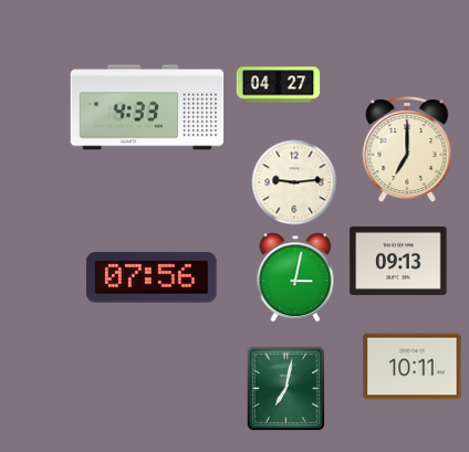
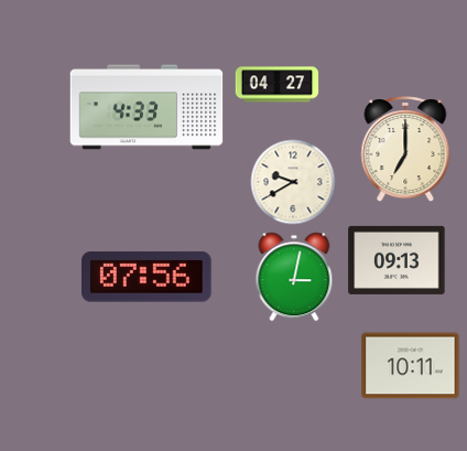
clock at (294, 182): 9:14 -> 9:40
clock at (153, 277) position: (153, 277) -> (148, 277)
clock at (286, 389): 7:02 -> none
